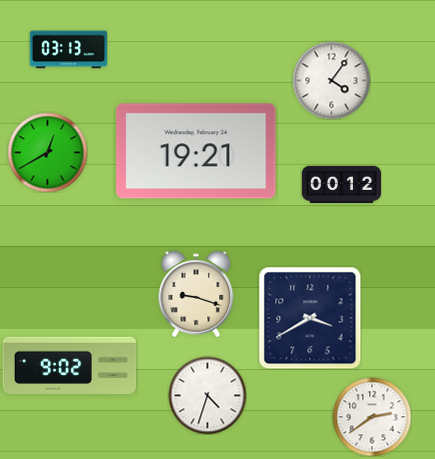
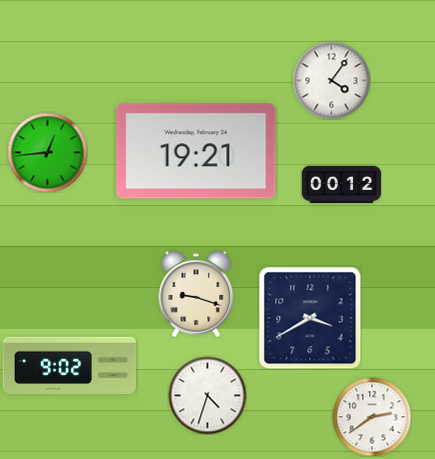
clock at (68, 50): 03:13 -> none
clock at (47, 152): 12:40 -> 12:44
